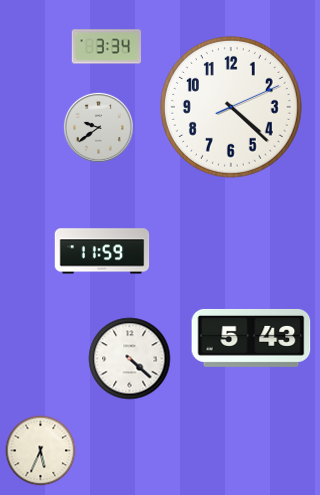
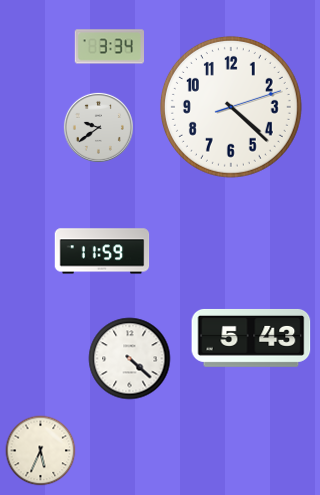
clock at (106, 47) position: (106, 47) -> (109, 47)
clock at (231, 107): 4:22:11 -> 4:22:12
